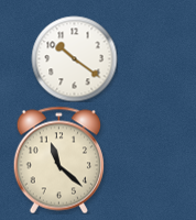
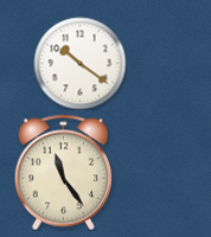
clock at (58, 159): 11:22 -> 11:24
